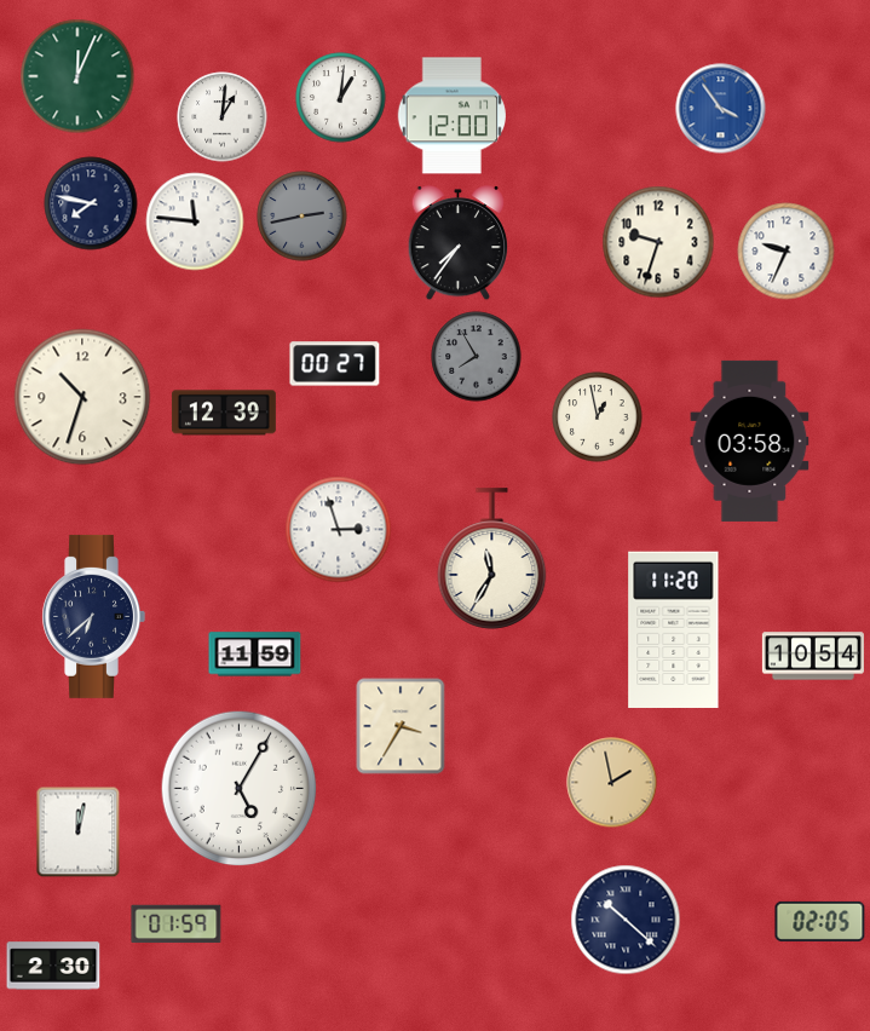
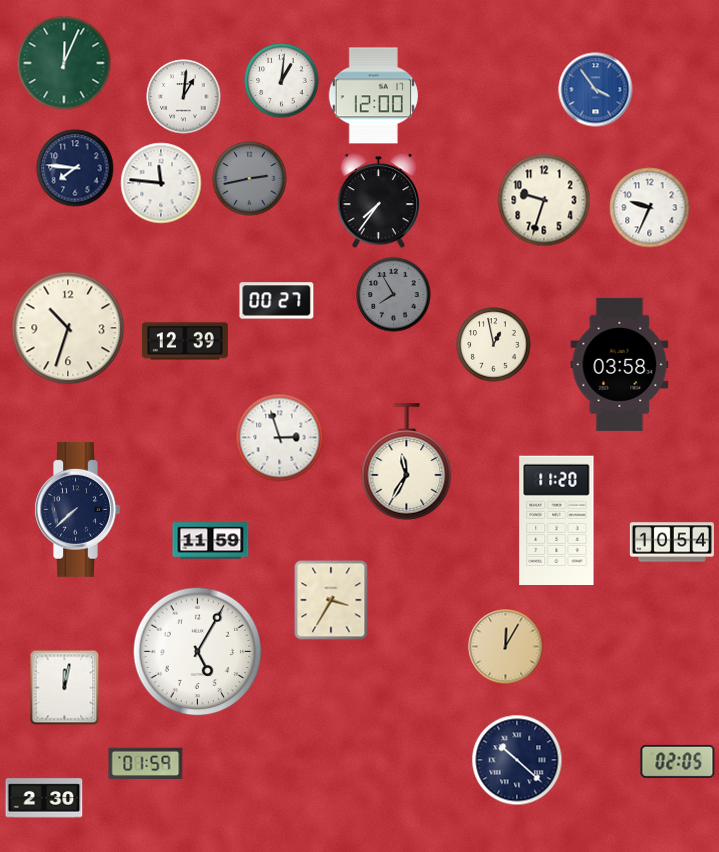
clock at (91, 203): 7:47 -> 7:46
clock at (93, 616): 6:38 -> 7:38
clock at (612, 783): 1:58 -> 12:05
